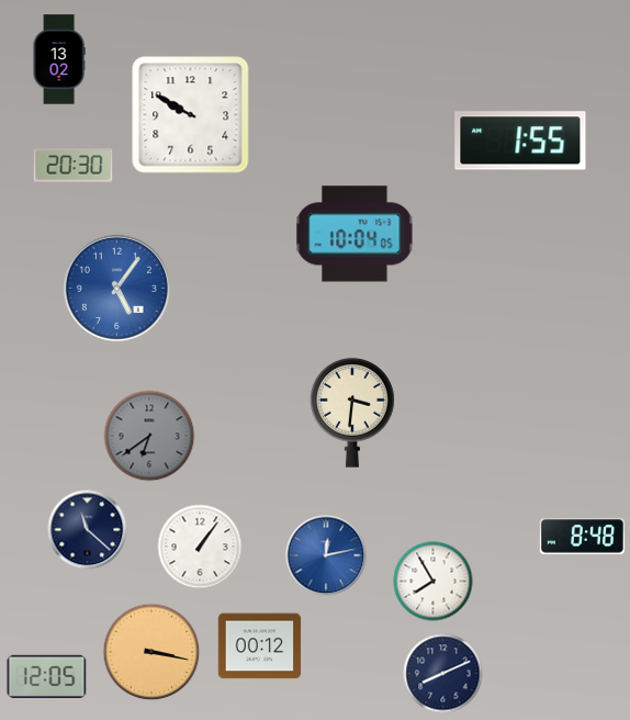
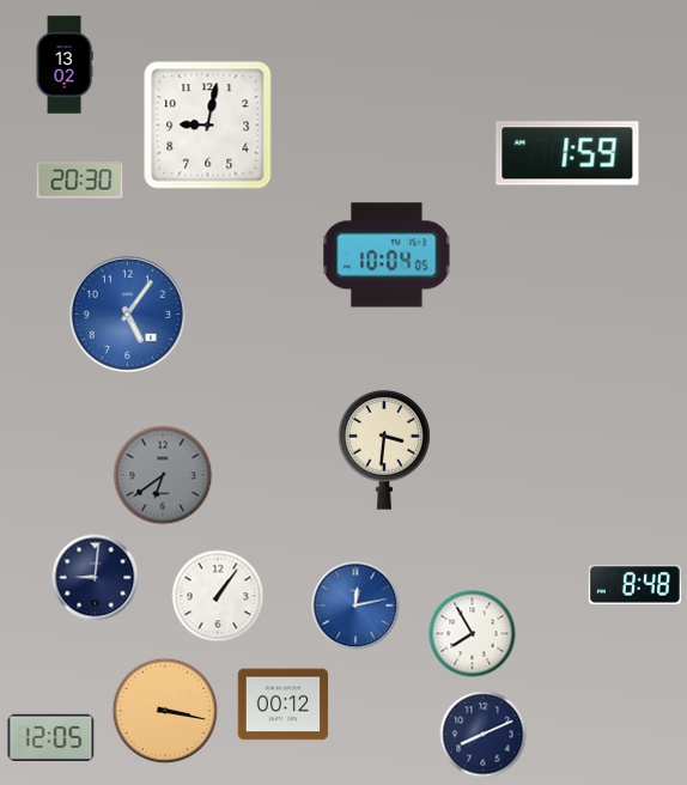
clock at (191, 115): 9:50 -> 9:02
clock at (520, 140): 1:55 -> 1:59
clock at (88, 530): 11:22 -> 9:01
